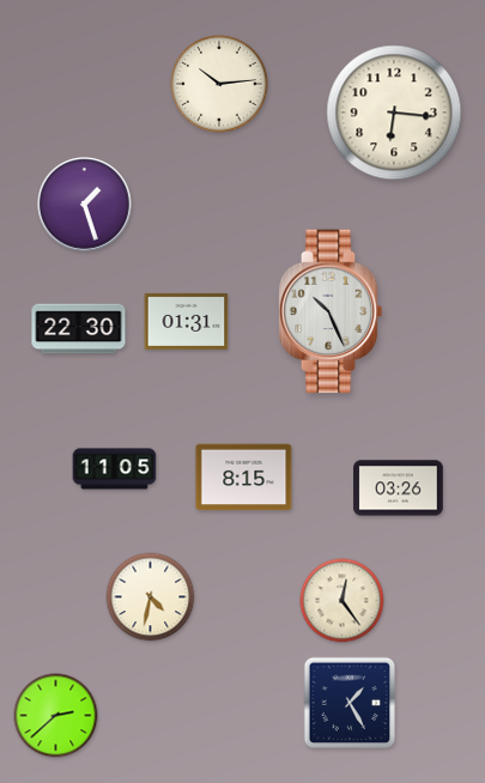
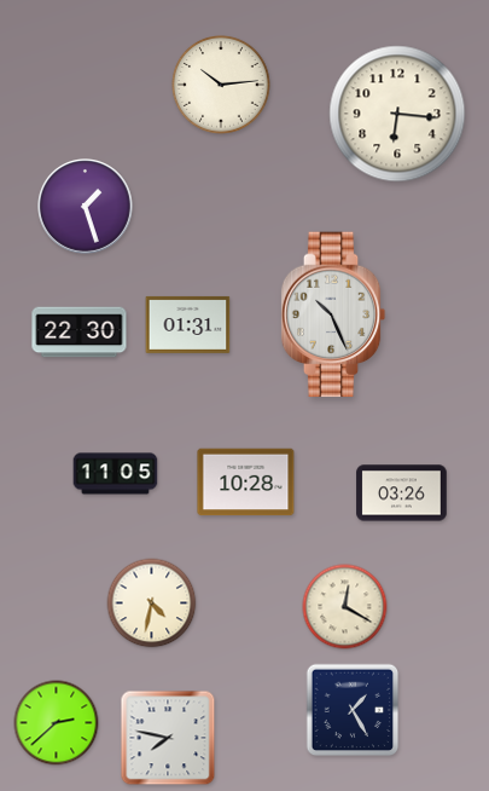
clock at (244, 478): 8:15 -> 10:28
clock at (342, 601): 12:24 -> 12:20
clock at (168, 738): none -> 7:47
